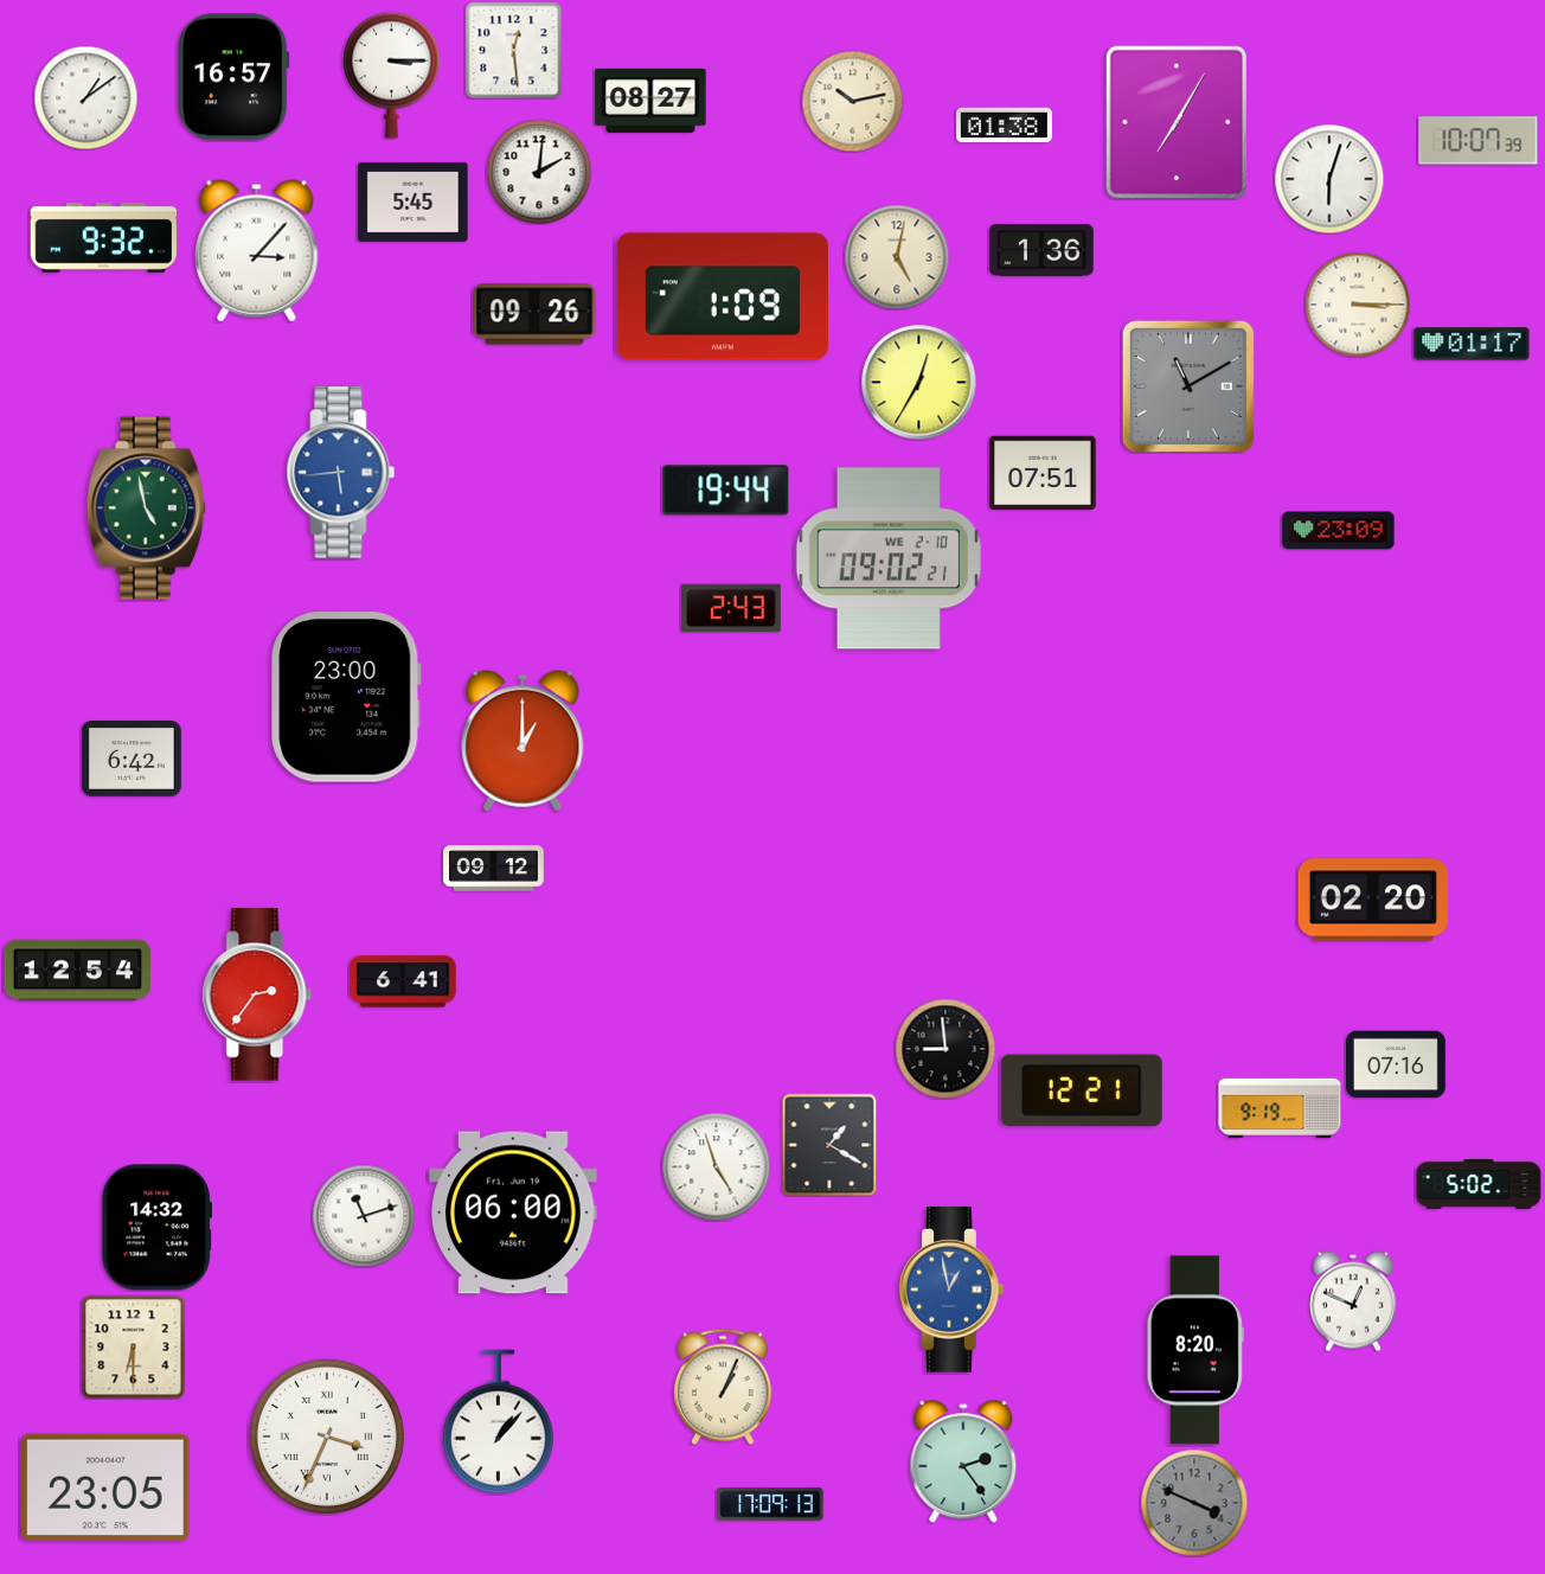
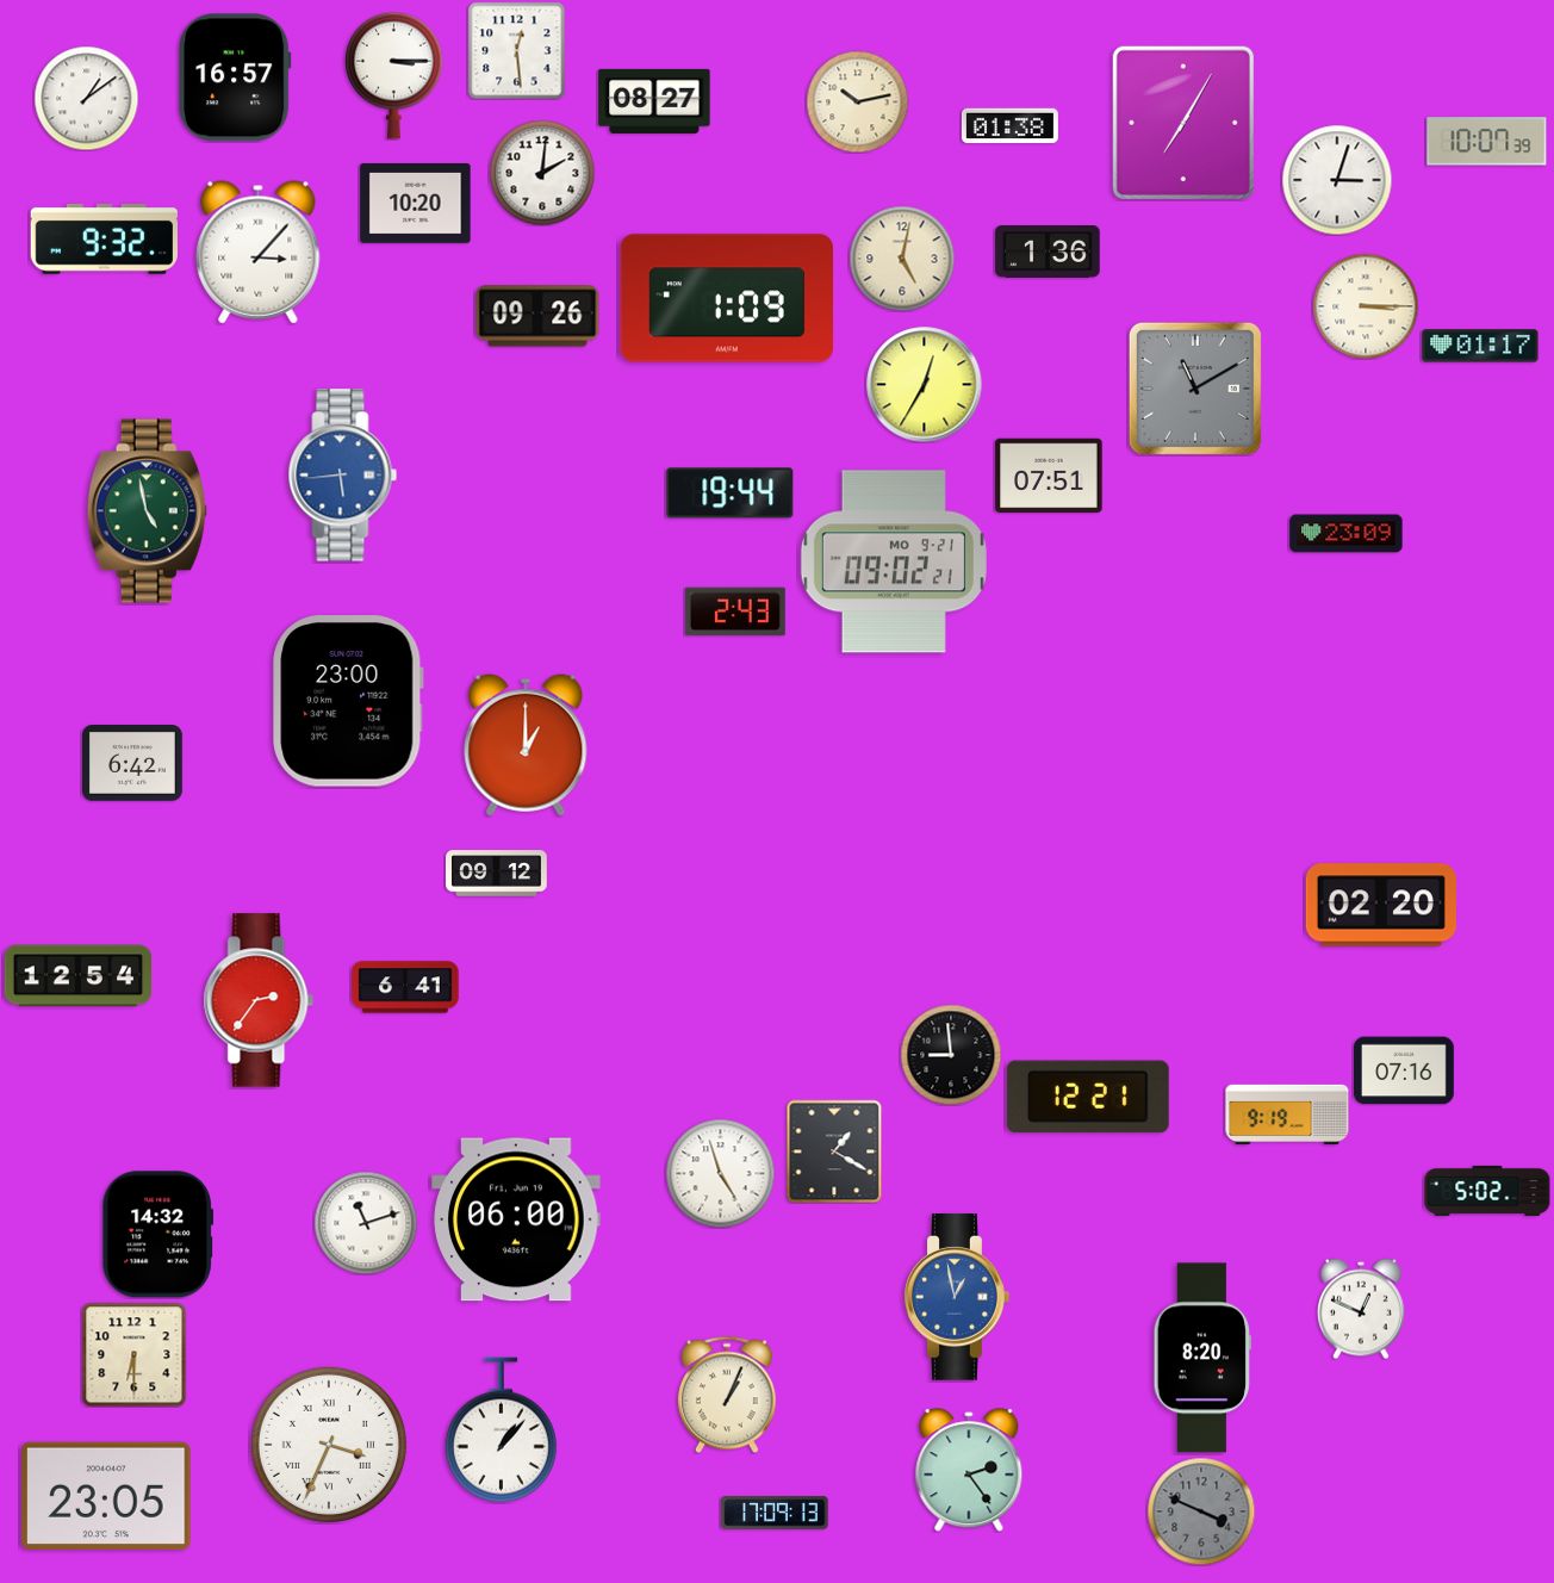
clock at (1329, 179): 6:03 -> 3:03
clock at (414, 201): 5:45 -> 10:20
clock at (889, 558) date: WE 2-10 -> MO 9-21
